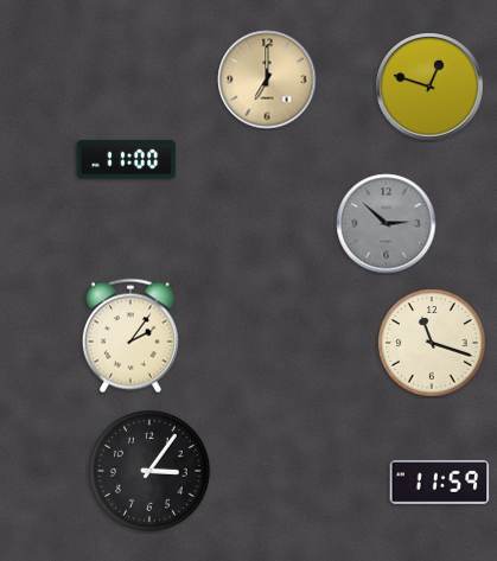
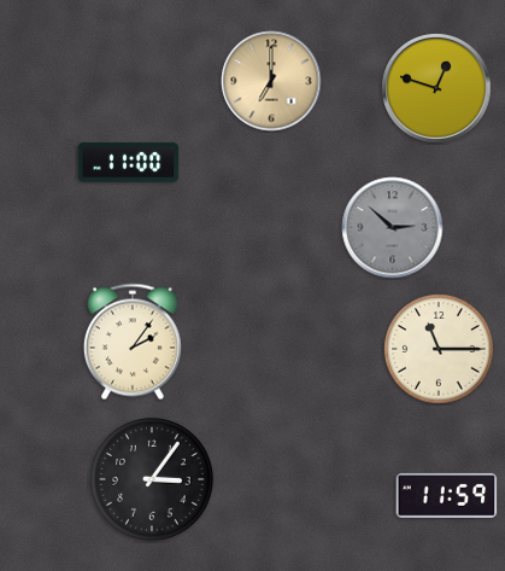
clock at (432, 343): 11:18 -> 11:15
clock at (440, 482) position: (440, 482) -> (447, 495)
